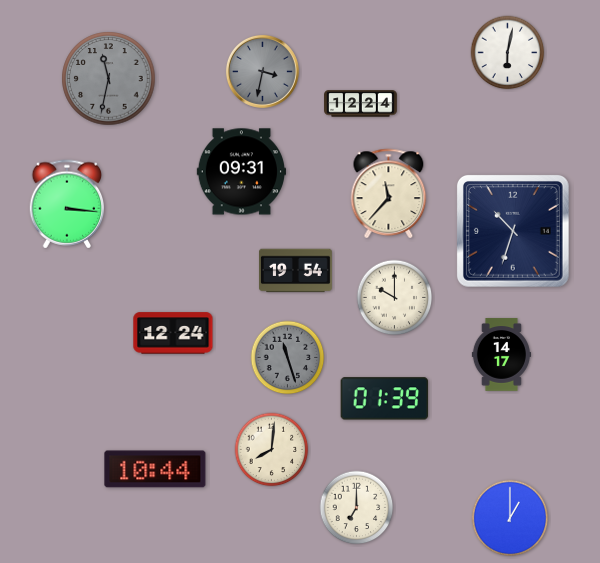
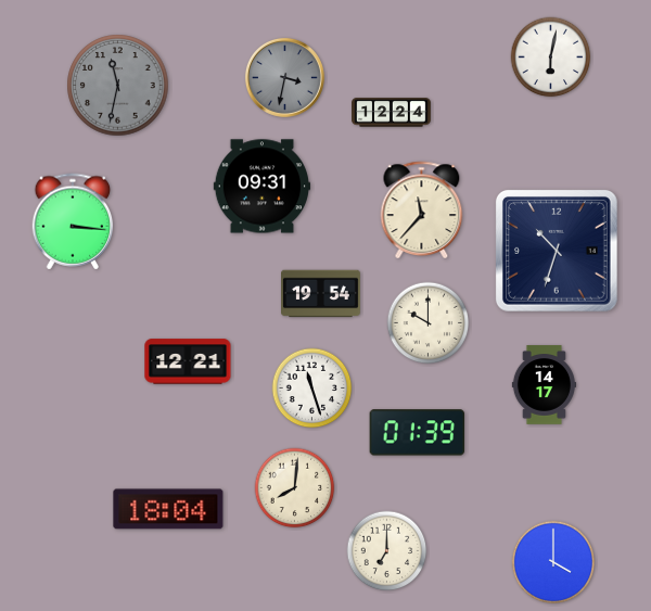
clock at (173, 333): 12:24 -> 12:21
clock at (288, 358) dial: grey -> white
clock at (155, 469): 10:44 -> 18:04
clock at (510, 518): 1:00 -> 4:00
